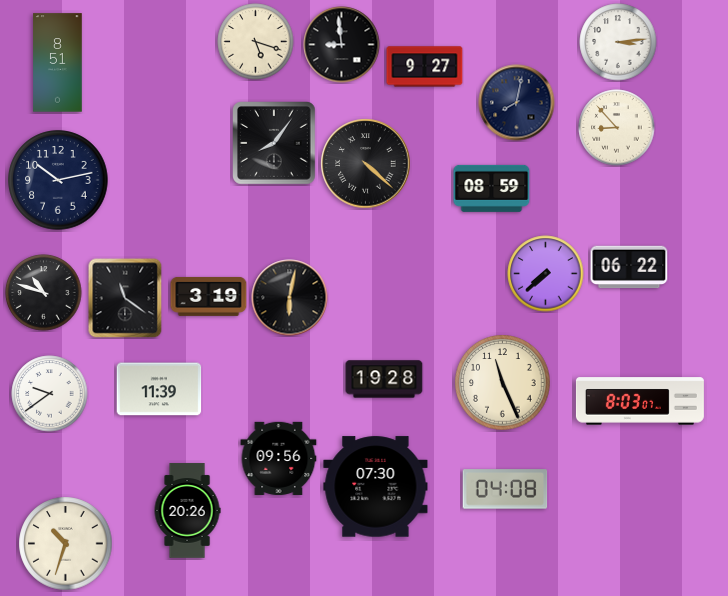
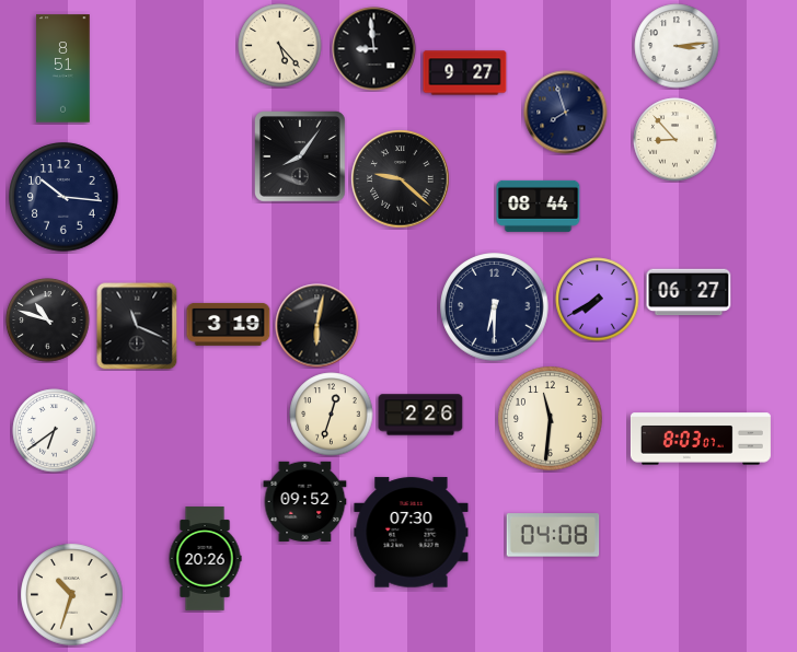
clock at (256, 42): 5:18 -> 5:23
clock at (517, 103): 8:02 -> 7:57
clock at (366, 164): 4:22 -> 9:22
clock at (58, 180): 10:13 -> 10:16
clock at (492, 188): 08:59 -> 08:44
clock at (629, 267): 06:22 -> 06:27
clock at (546, 274): 7:38 -> 7:40
clock at (495, 307): none -> 6:30
clock at (125, 298): 11:21 -> 11:19
clock at (332, 415): none -> 12:33
clock at (384, 379): 19:28 -> 2:26
clock at (503, 383): 11:26 -> 11:31
clock at (159, 389): 11:39 -> none
clock at (50, 394): 9:39 -> 6:39
clock at (279, 458): 09:56 -> 09:52
